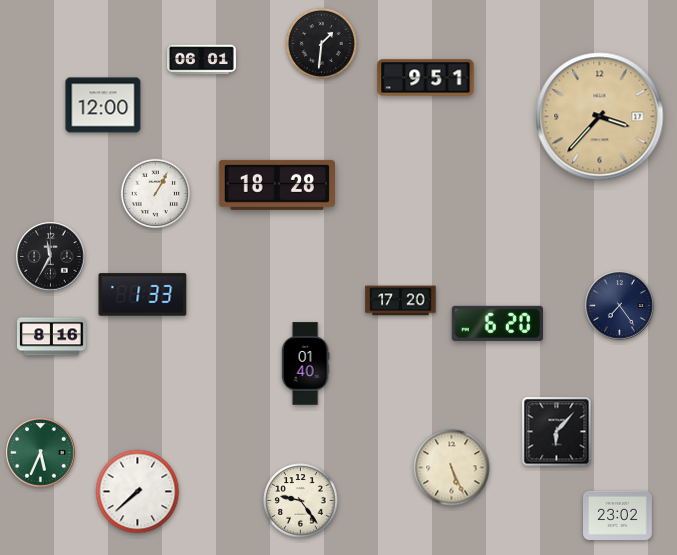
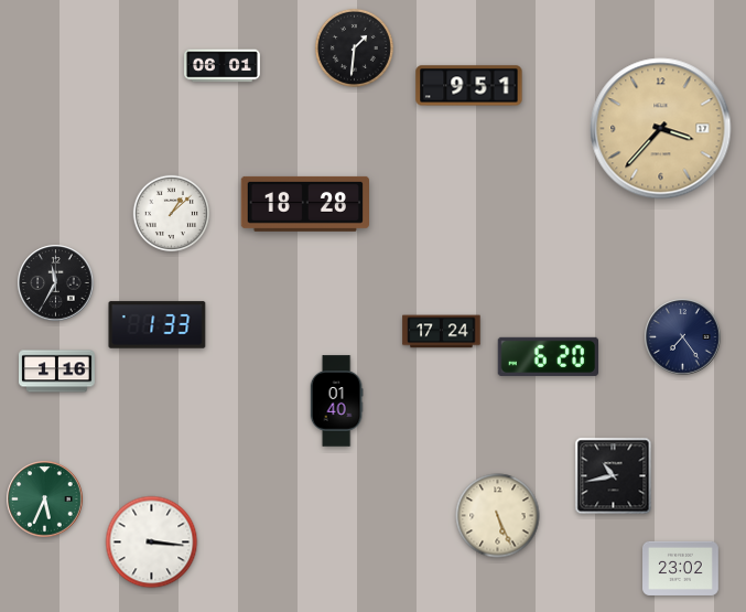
clock at (103, 105): 12:00 -> none
clock at (155, 193): 1:05 -> 1:08
clock at (401, 301): 17:20 -> 17:24
clock at (52, 337): 8:16 -> 1:16
clock at (557, 432): 6:07 -> 10:43
clock at (138, 492): 7:38 -> 3:16
clock at (301, 501): 9:24 -> none
